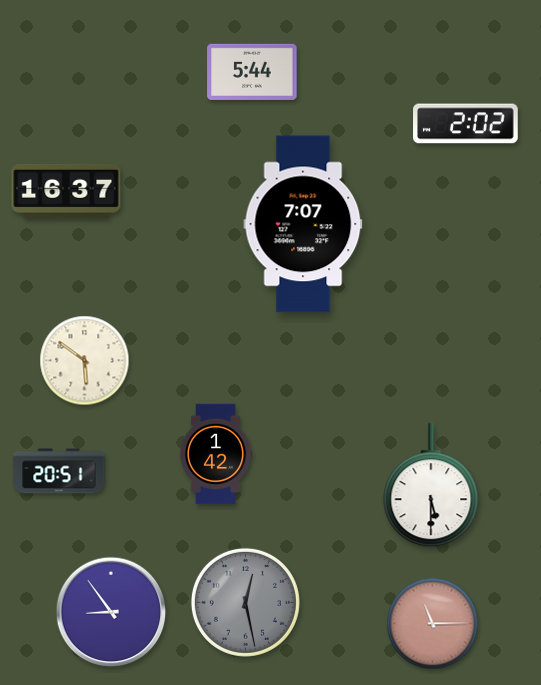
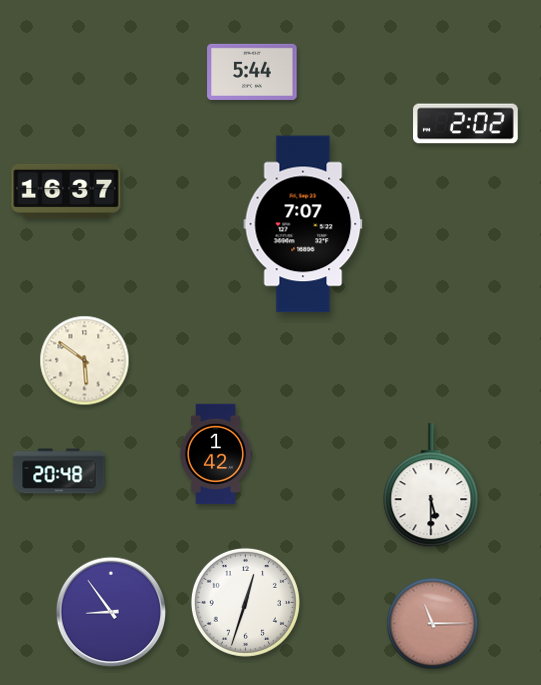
clock at (59, 471): 20:51 -> 20:48
clock at (245, 602): 12:28 -> 12:33
clock at (245, 602) dial: grey -> white
